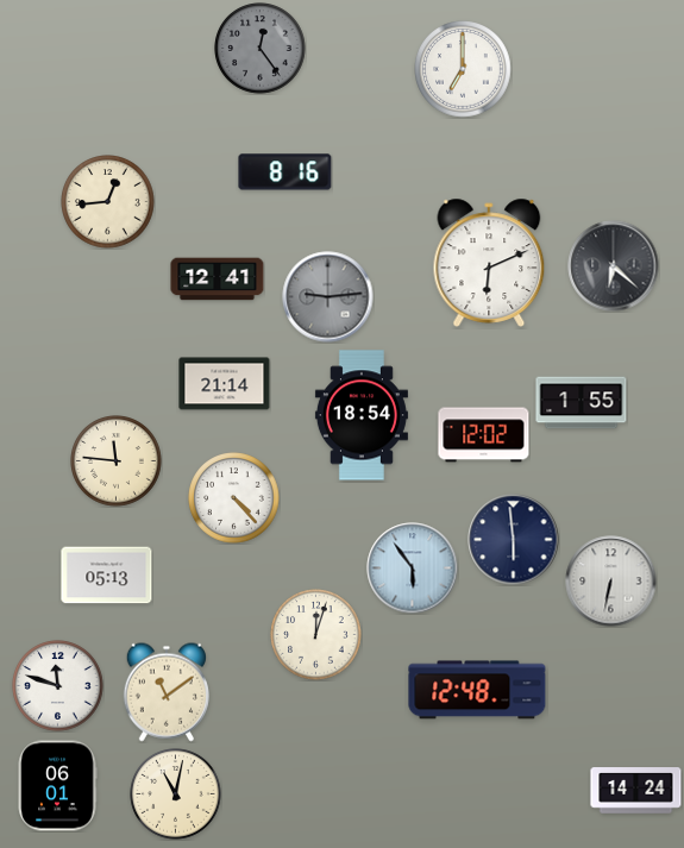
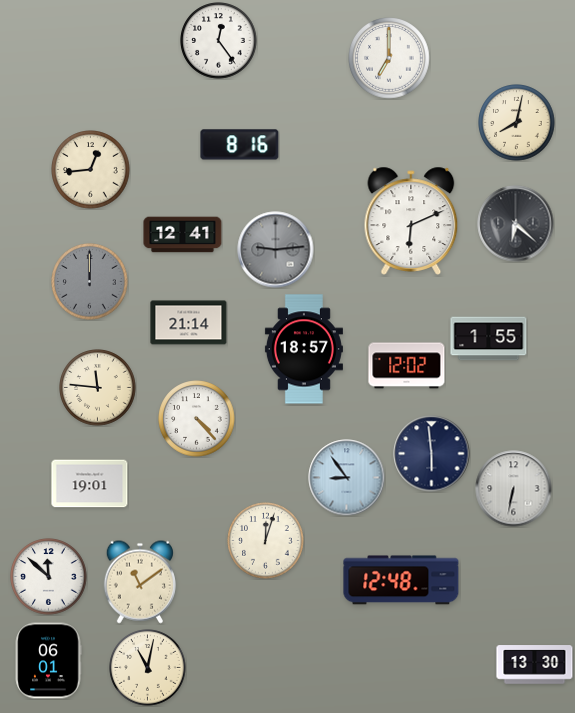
clock at (261, 49) dial: grey -> white
clock at (517, 123): none -> 8:02
clock at (90, 282): none -> 12:00
clock at (362, 415): 18:54 -> 18:57
clock at (413, 569): 5:54 -> 8:54
clock at (107, 576): 05:13 -> 19:01
clock at (316, 635) position: (316, 635) -> (266, 541)
clock at (58, 686): 11:48 -> 11:52
clock at (636, 791): 14:24 -> 13:30
